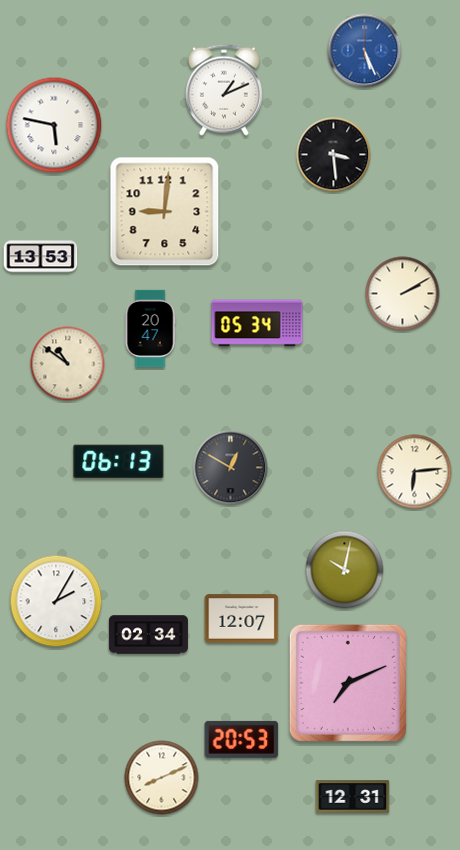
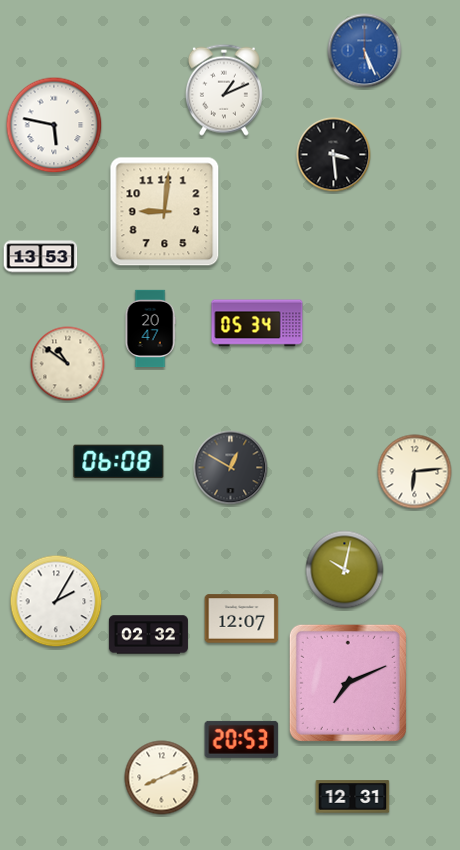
clock at (403, 294): 2:10 -> none
clock at (119, 462): 06:13 -> 06:08
clock at (148, 635): 02:34 -> 02:32
